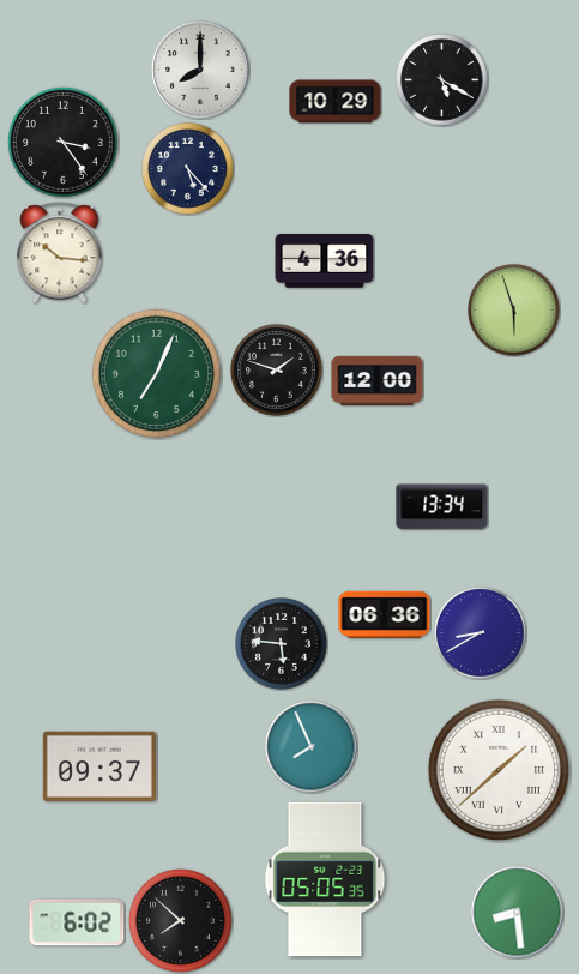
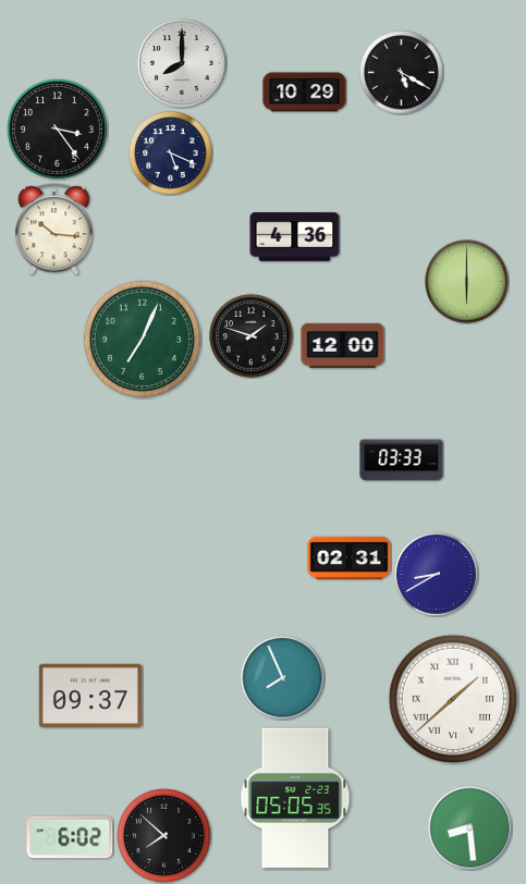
clock at (188, 169): 5:23 -> 5:19
clock at (514, 311): 5:57 -> 6:00
clock at (442, 507): 13:34 -> 03:33
clock at (385, 614): 06:36 -> 02:31
clock at (282, 644): 5:46 -> none
